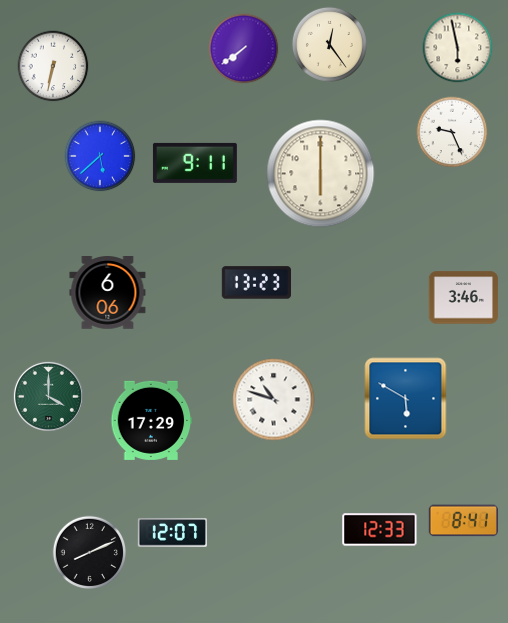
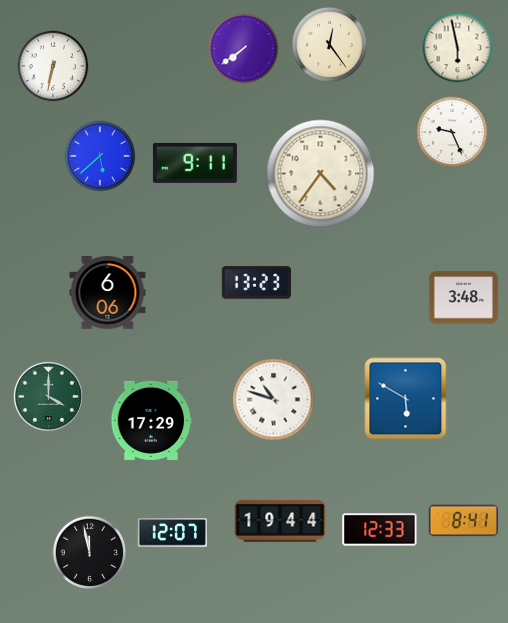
clock at (321, 174): 6:00 -> 4:36
clock at (464, 298): 3:46 -> 3:48
clock at (280, 521): none -> 19:44
clock at (89, 552): 8:11 -> 11:58
